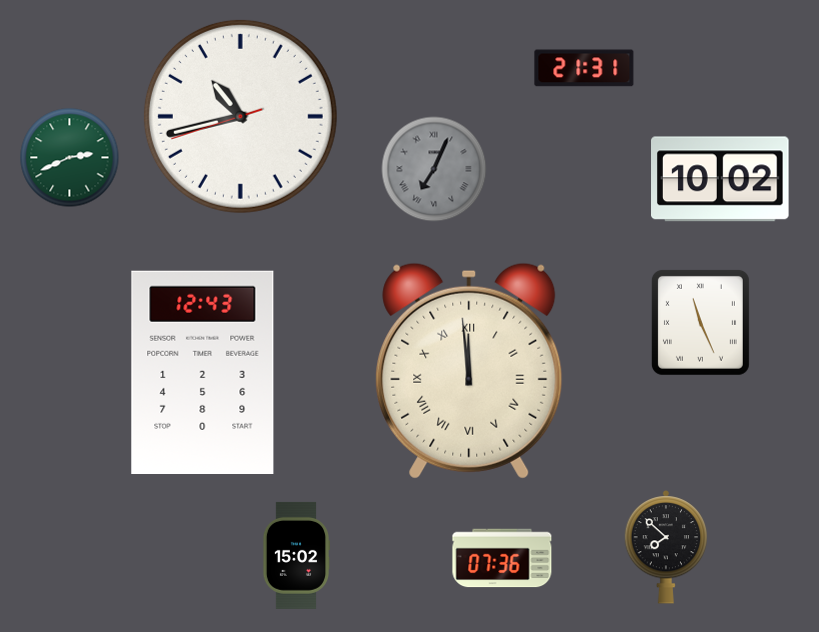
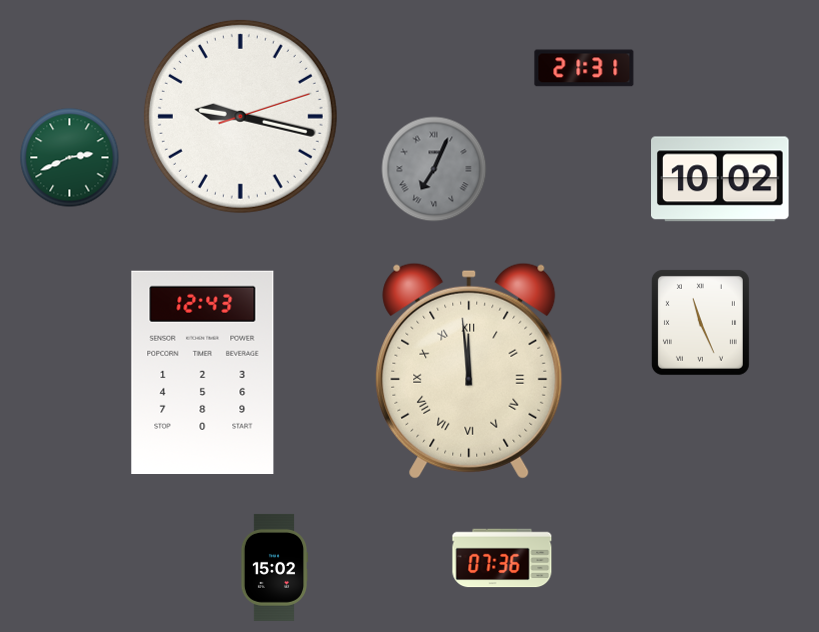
clock at (240, 116): 10:42 -> 9:17
clock at (666, 547): 7:52 -> none
clock at (296, 555) position: (296, 555) -> (274, 567)
